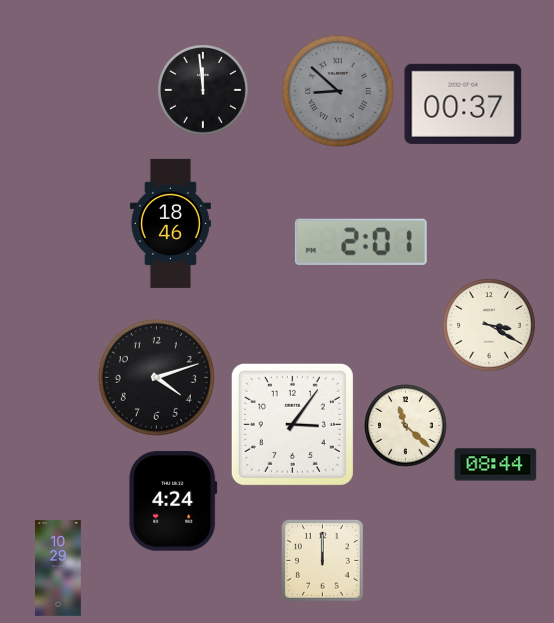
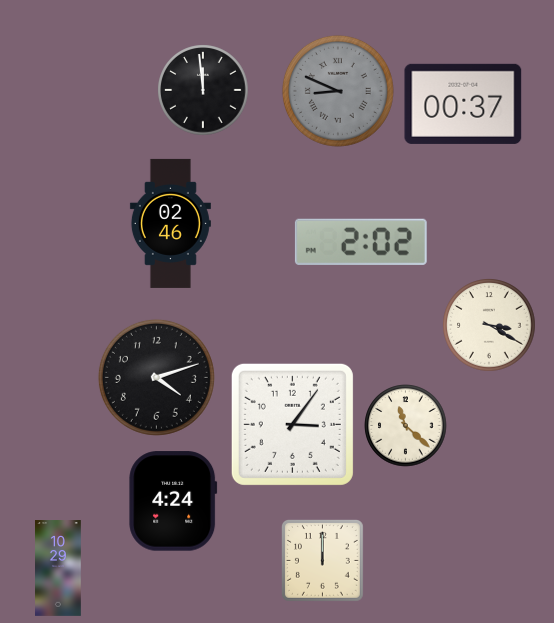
clock at (338, 91): 8:52 -> 8:49
clock at (170, 223): 18:46 -> 02:46
clock at (361, 242): 2:01 -> 2:02
clock at (496, 465): 08:44 -> none
